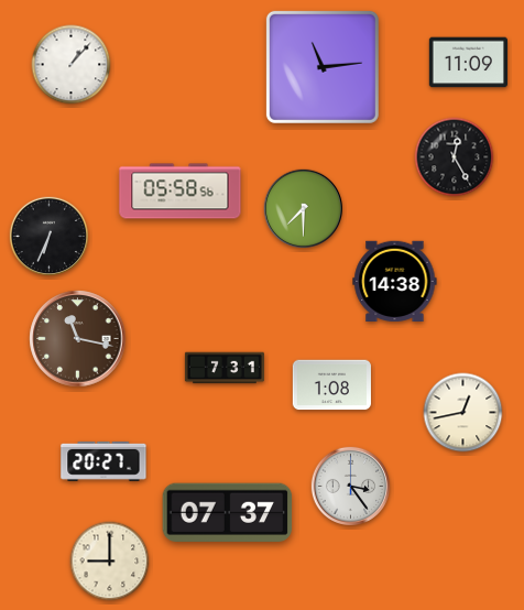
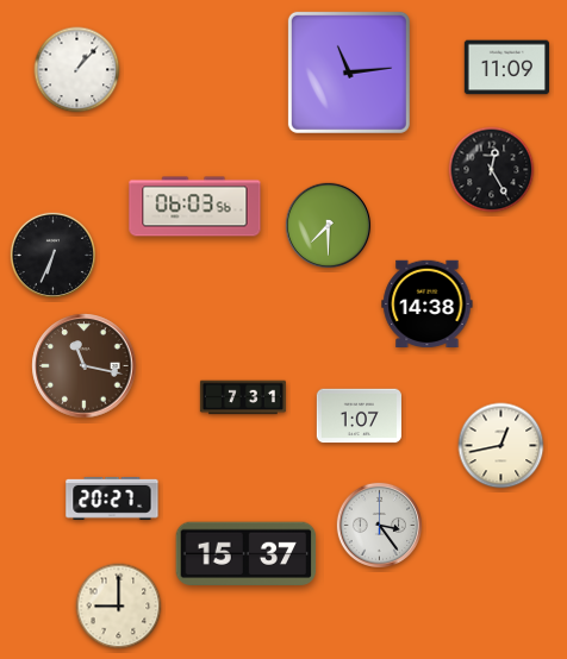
clock at (181, 192): 05:58 -> 06:03
clock at (331, 385): 1:08 -> 1:07
clock at (228, 513): 07:37 -> 15:37
